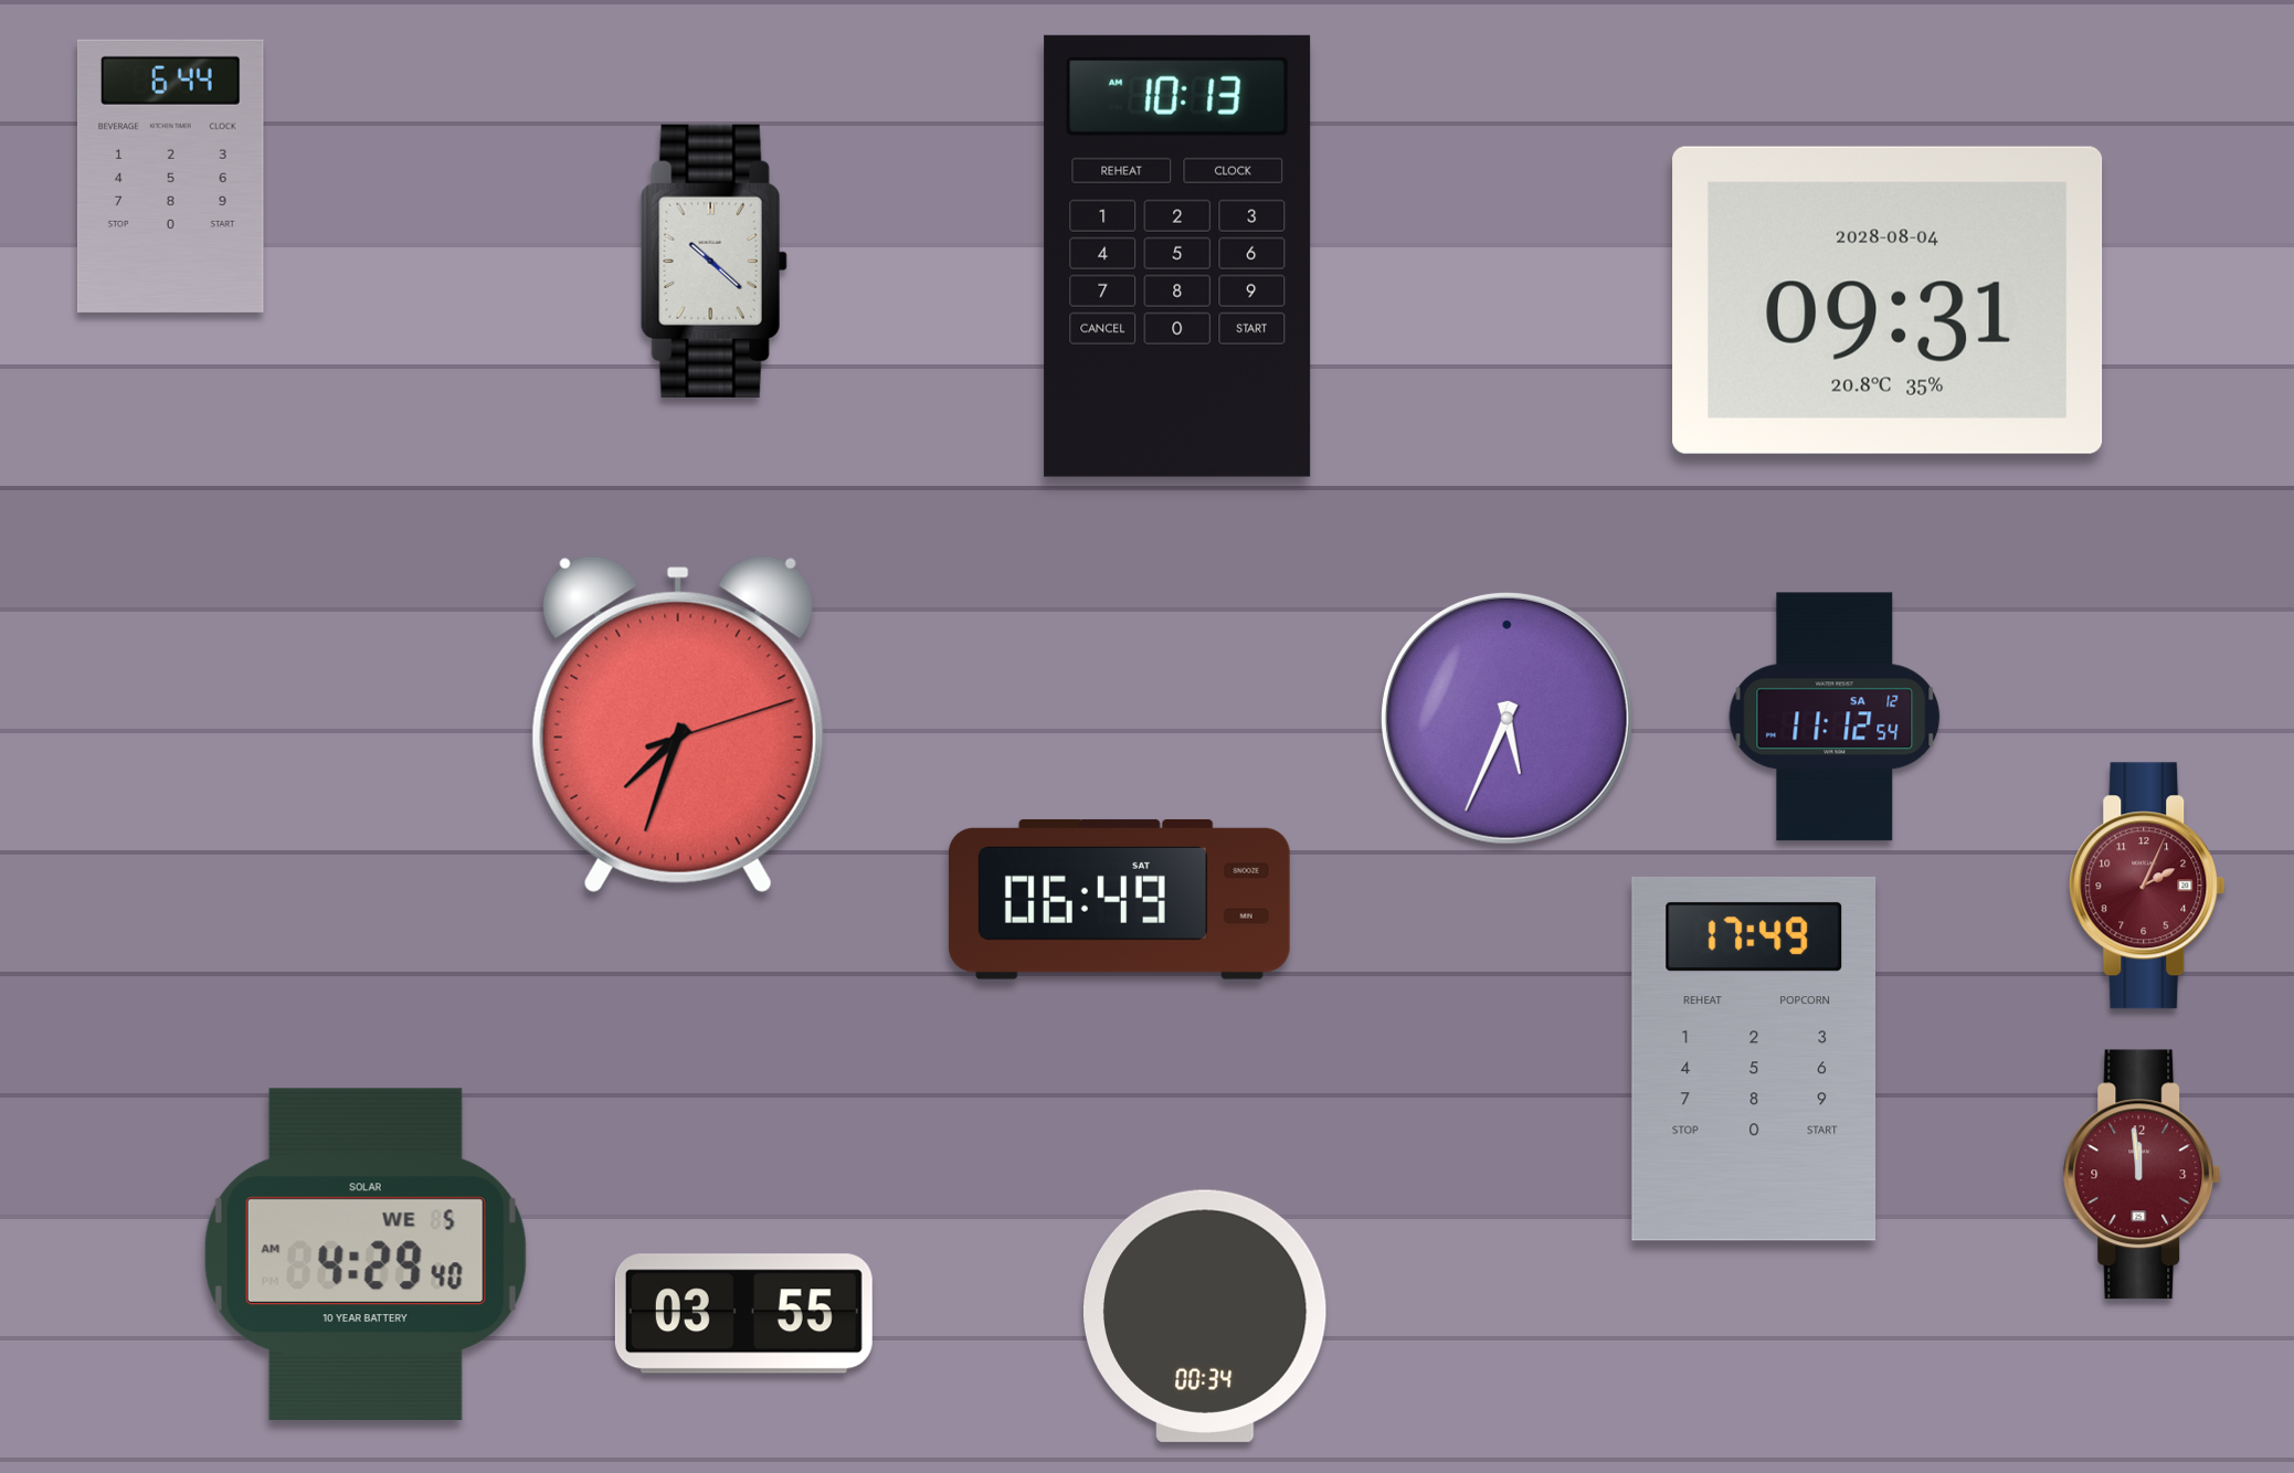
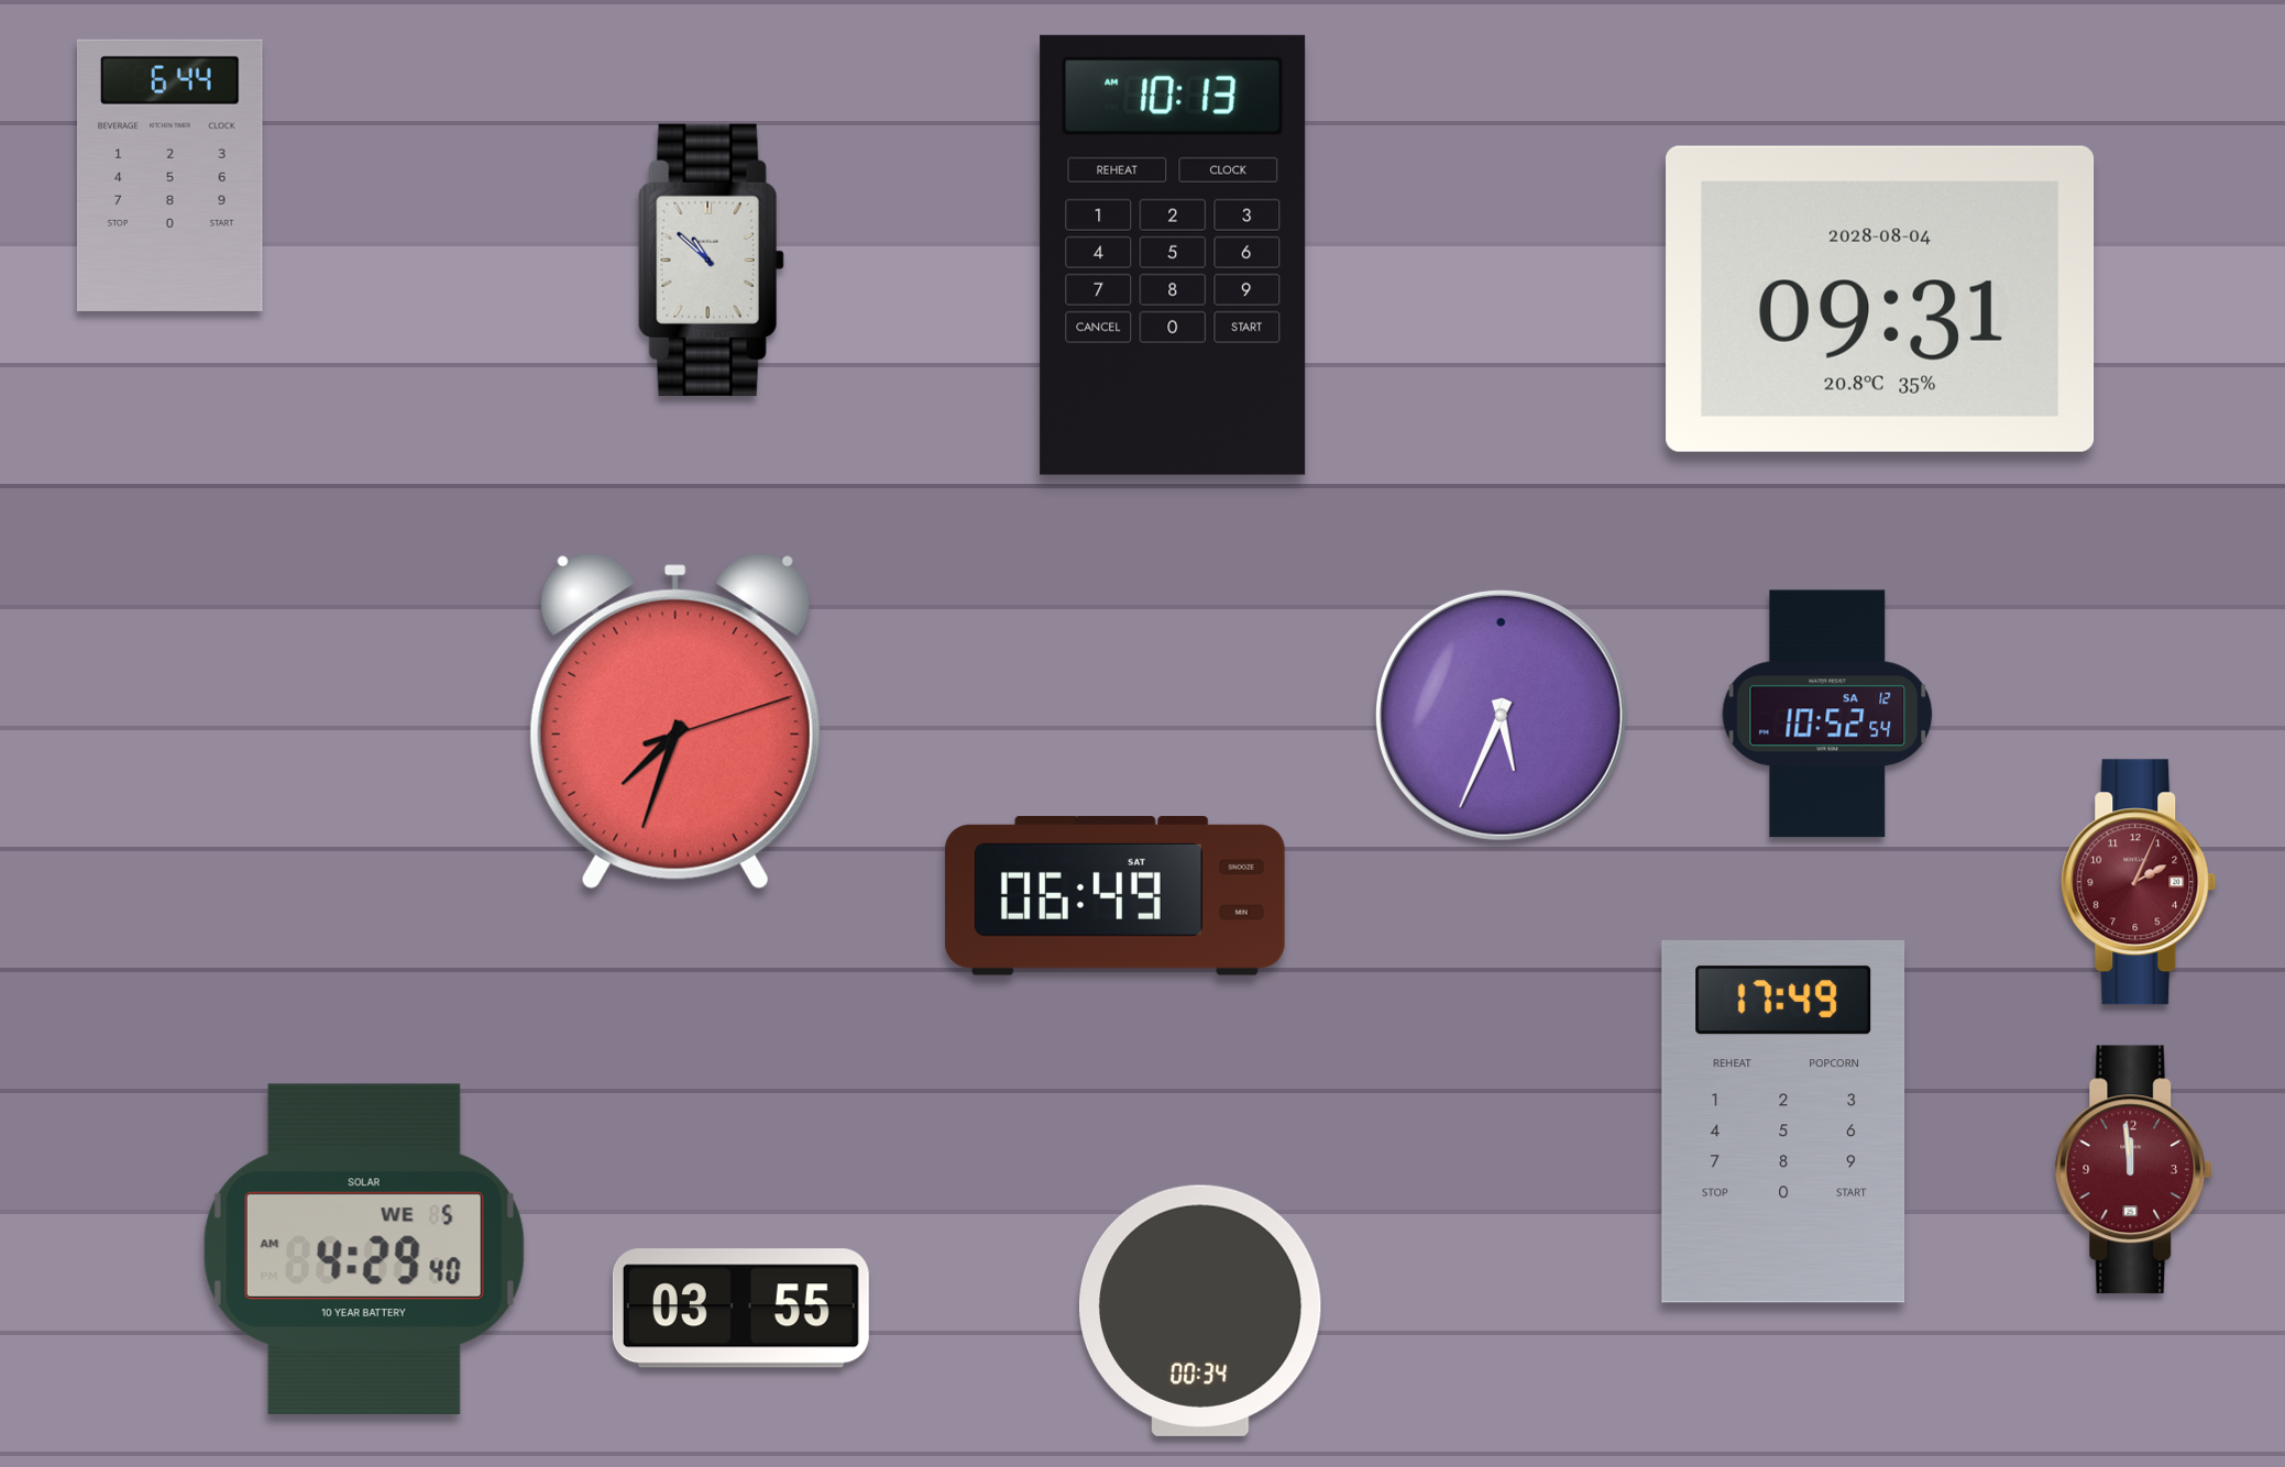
clock at (713, 261): 10:22 -> 10:52
clock at (1835, 717): 11:12 -> 10:52
clock at (1754, 1059) position: (1754, 1059) -> (1783, 1122)
